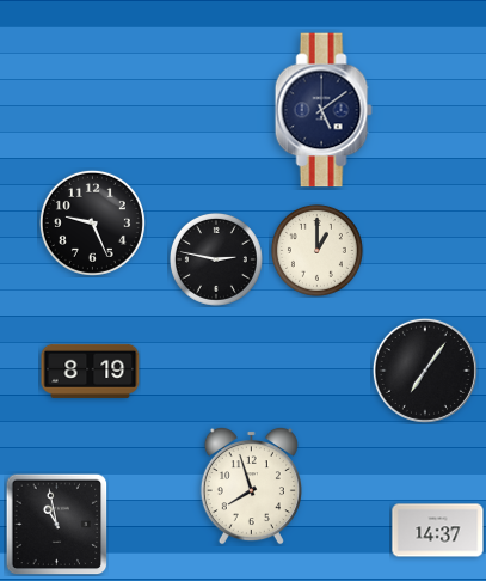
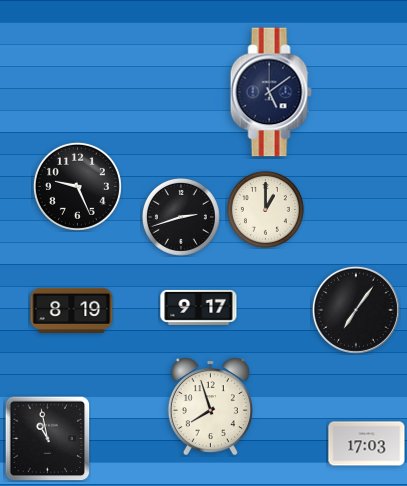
clock at (216, 259): 2:47 -> 2:42
clock at (199, 307): none -> 9:17
clock at (91, 371) position: (91, 371) -> (72, 310)
clock at (438, 531): 14:37 -> 17:03
